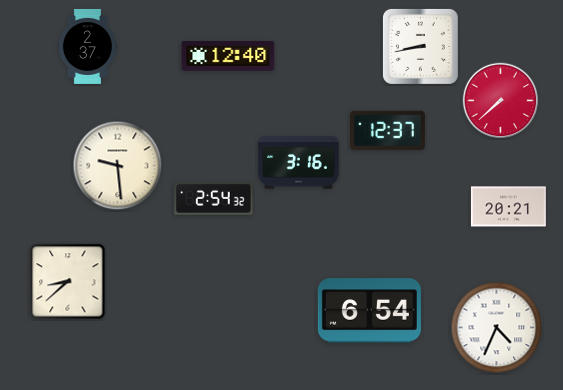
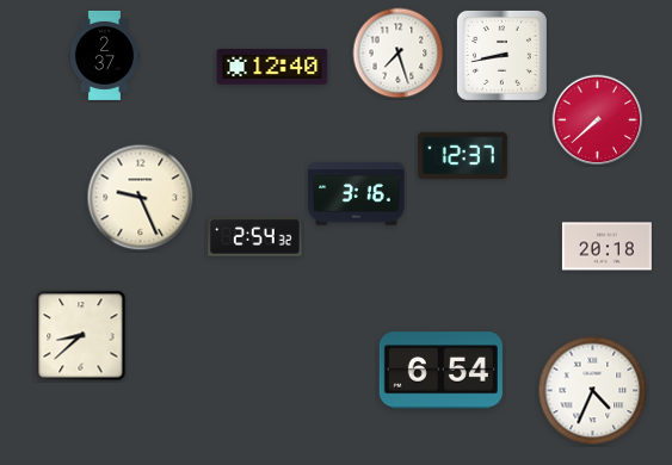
clock at (399, 54): none -> 7:27
clock at (118, 166): 9:29 -> 9:26
clock at (508, 207): 20:21 -> 20:18
